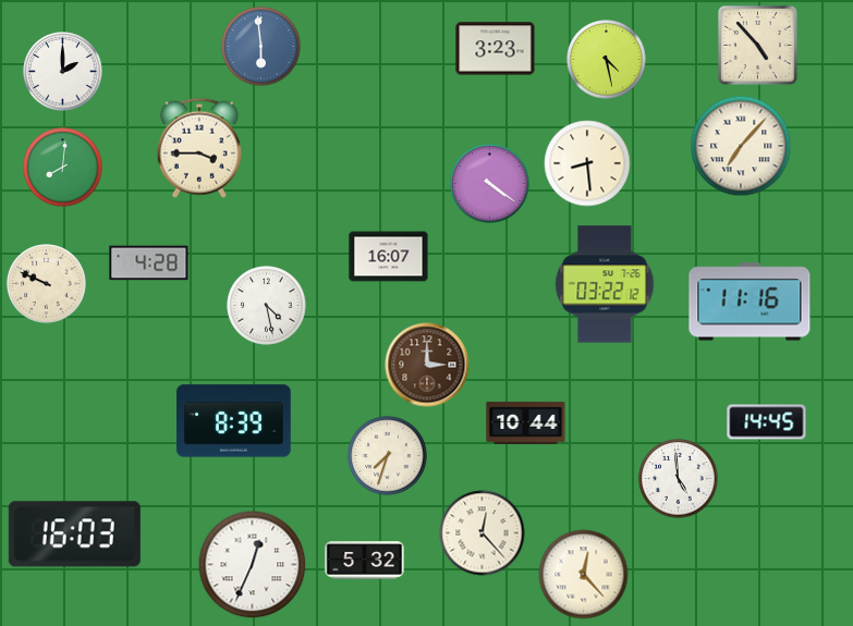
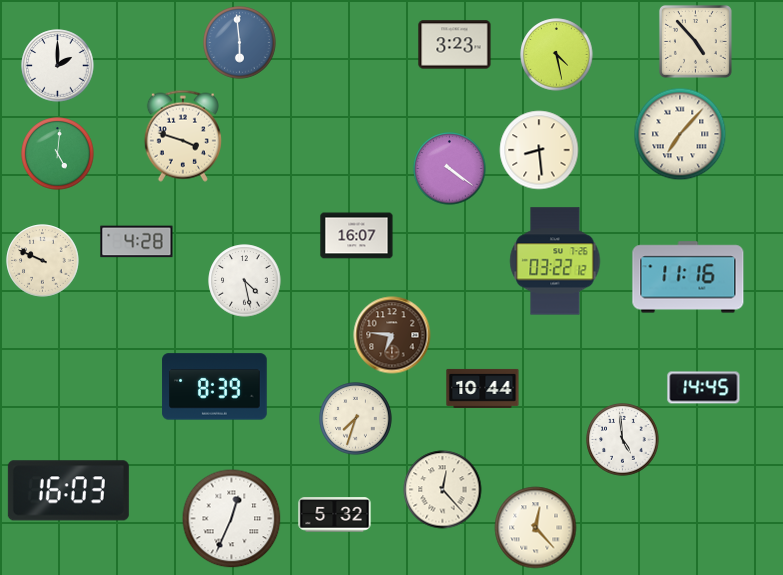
clock at (199, 148): 3:45 -> 3:48
clock at (63, 168): 8:01 -> 5:01
clock at (427, 365): 3:00 -> 6:46
